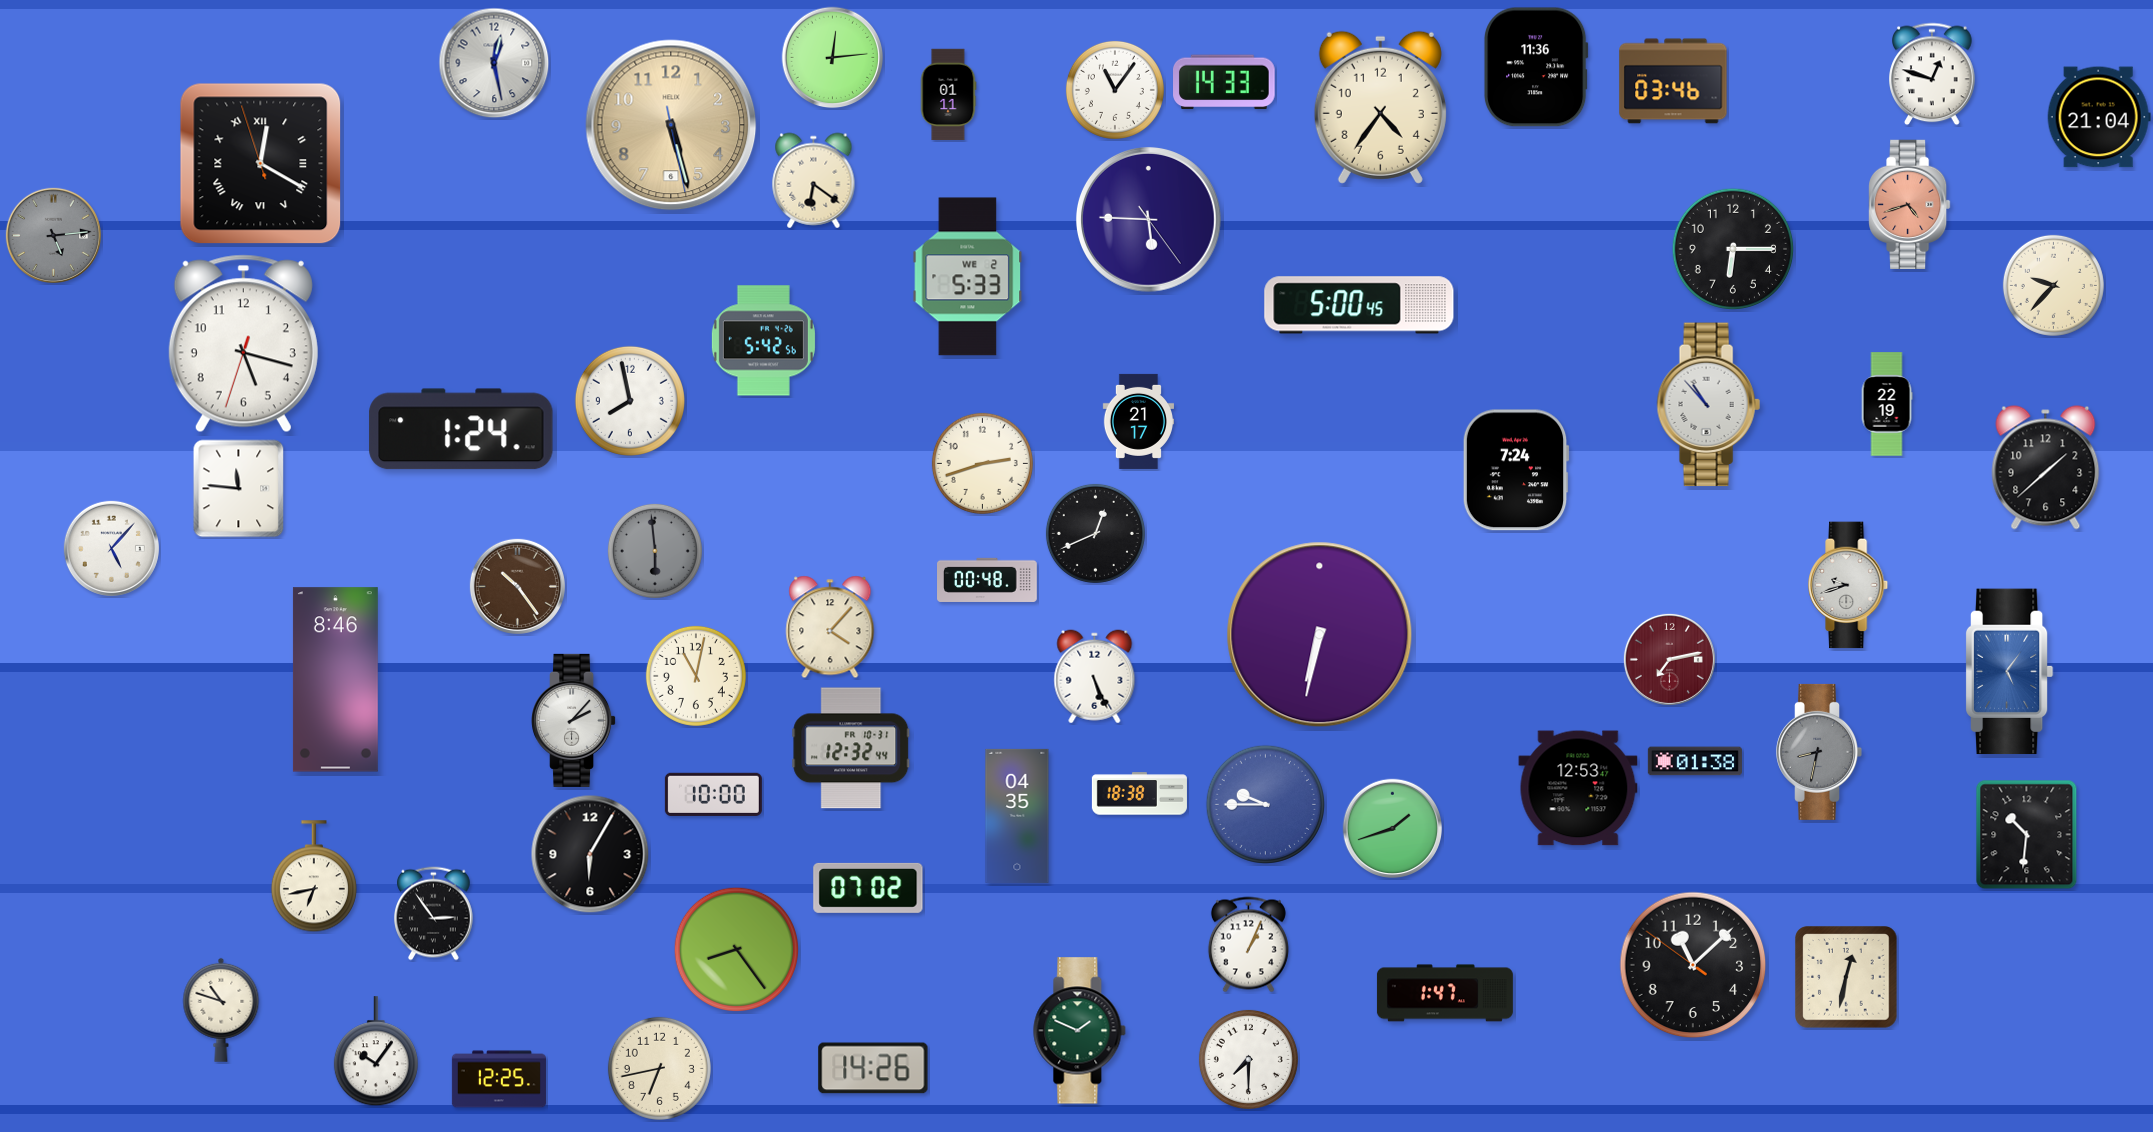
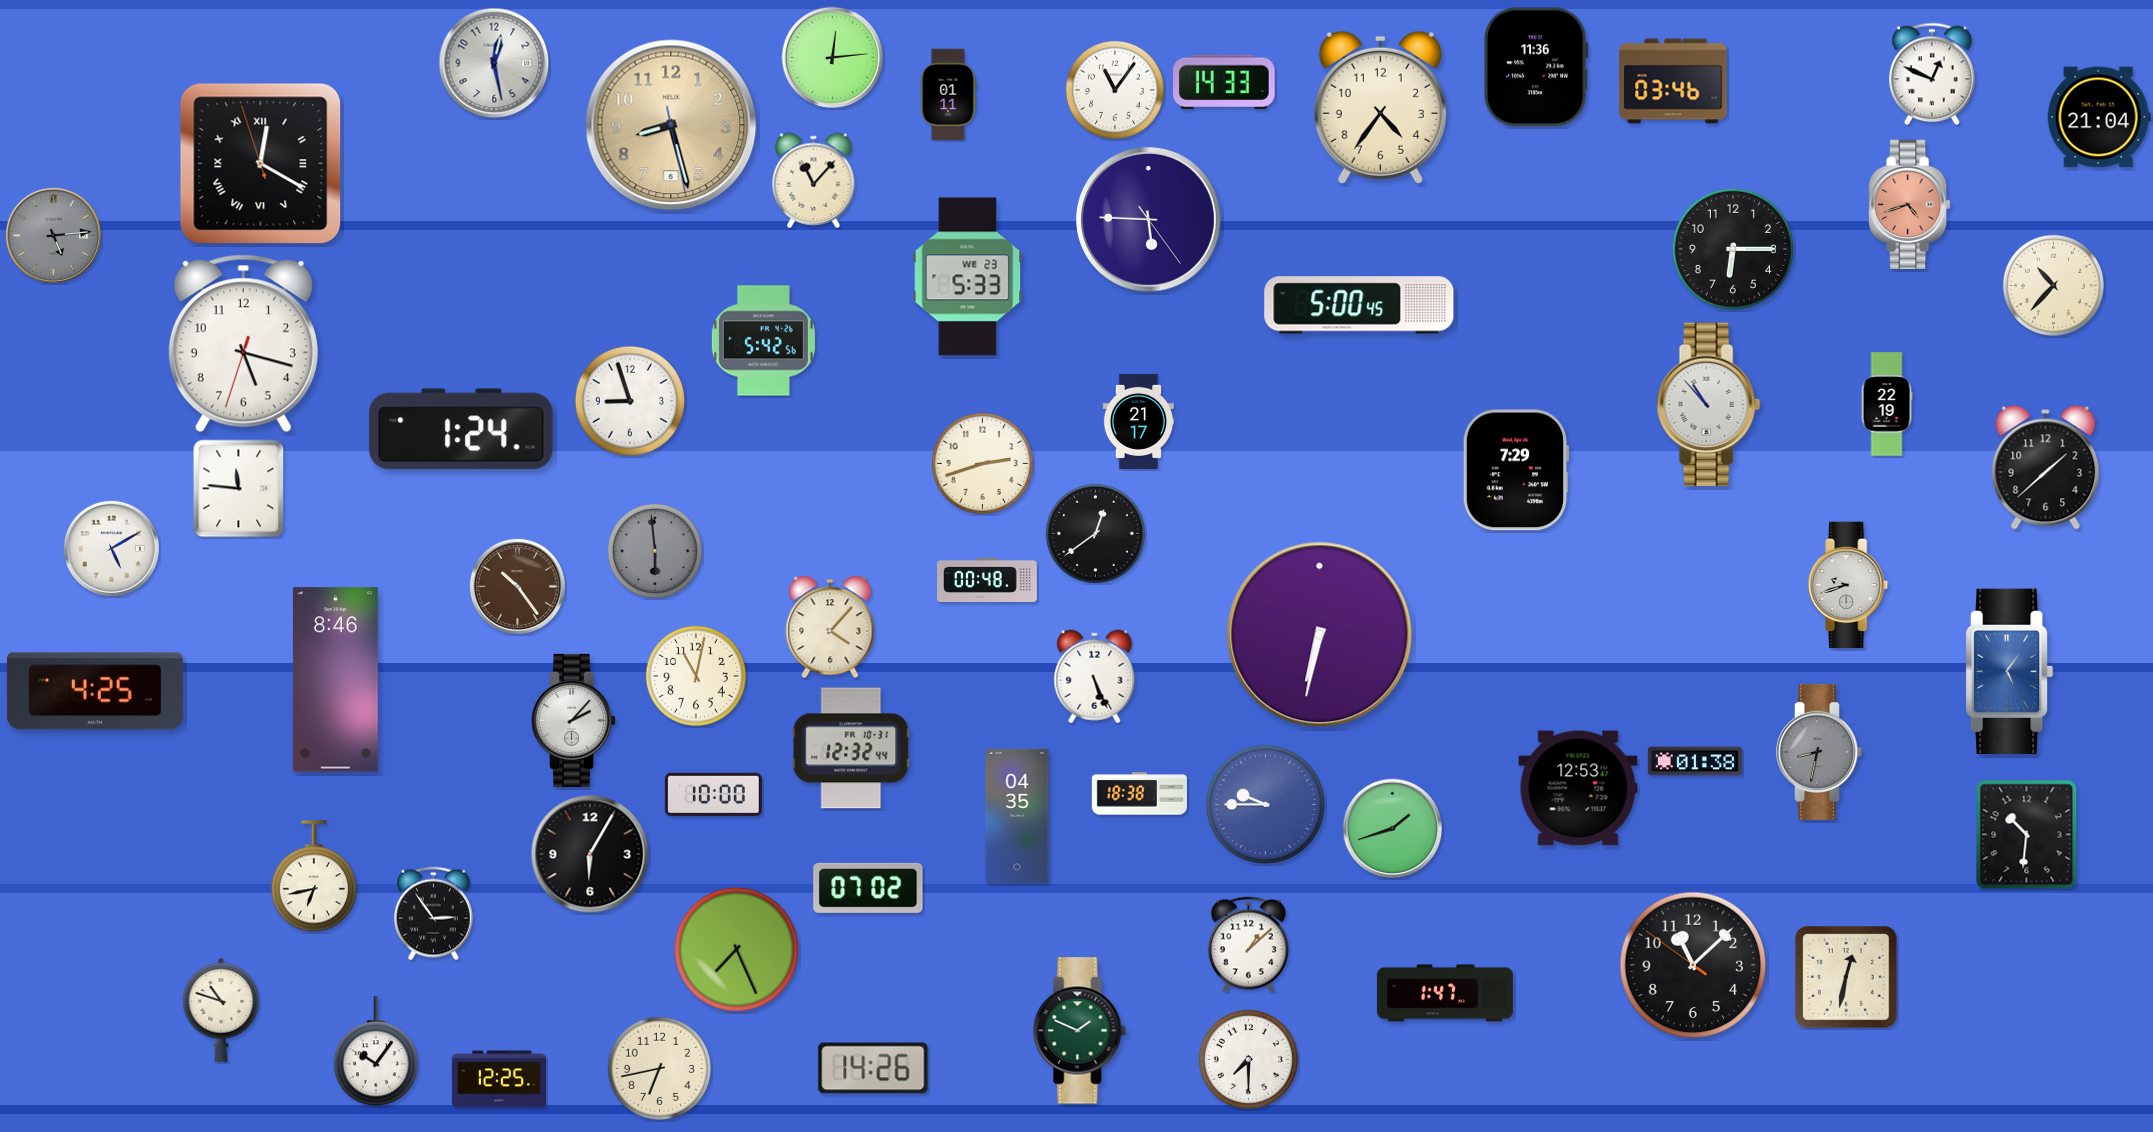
clock at (1932, 74): 12:48 -> 12:49
clock at (671, 125): 5:27 -> 8:27
clock at (814, 181): 6:21 -> 11:07
clock at (968, 277) date: WE 2 -> WE 23
clock at (2053, 285): 9:37 -> 10:37
clock at (630, 401): 7:58 -> 8:57
clock at (1516, 470): 7:24 -> 7:29
clock at (1095, 533): 12:41 -> 12:39
clock at (111, 548): 5:07 -> 5:10
clock at (1669, 659): 7:13 -> none
clock at (95, 691): none -> 4:25
clock at (1248, 945): 1:04 -> 1:08
clock at (736, 949): 8:24 -> 7:26
